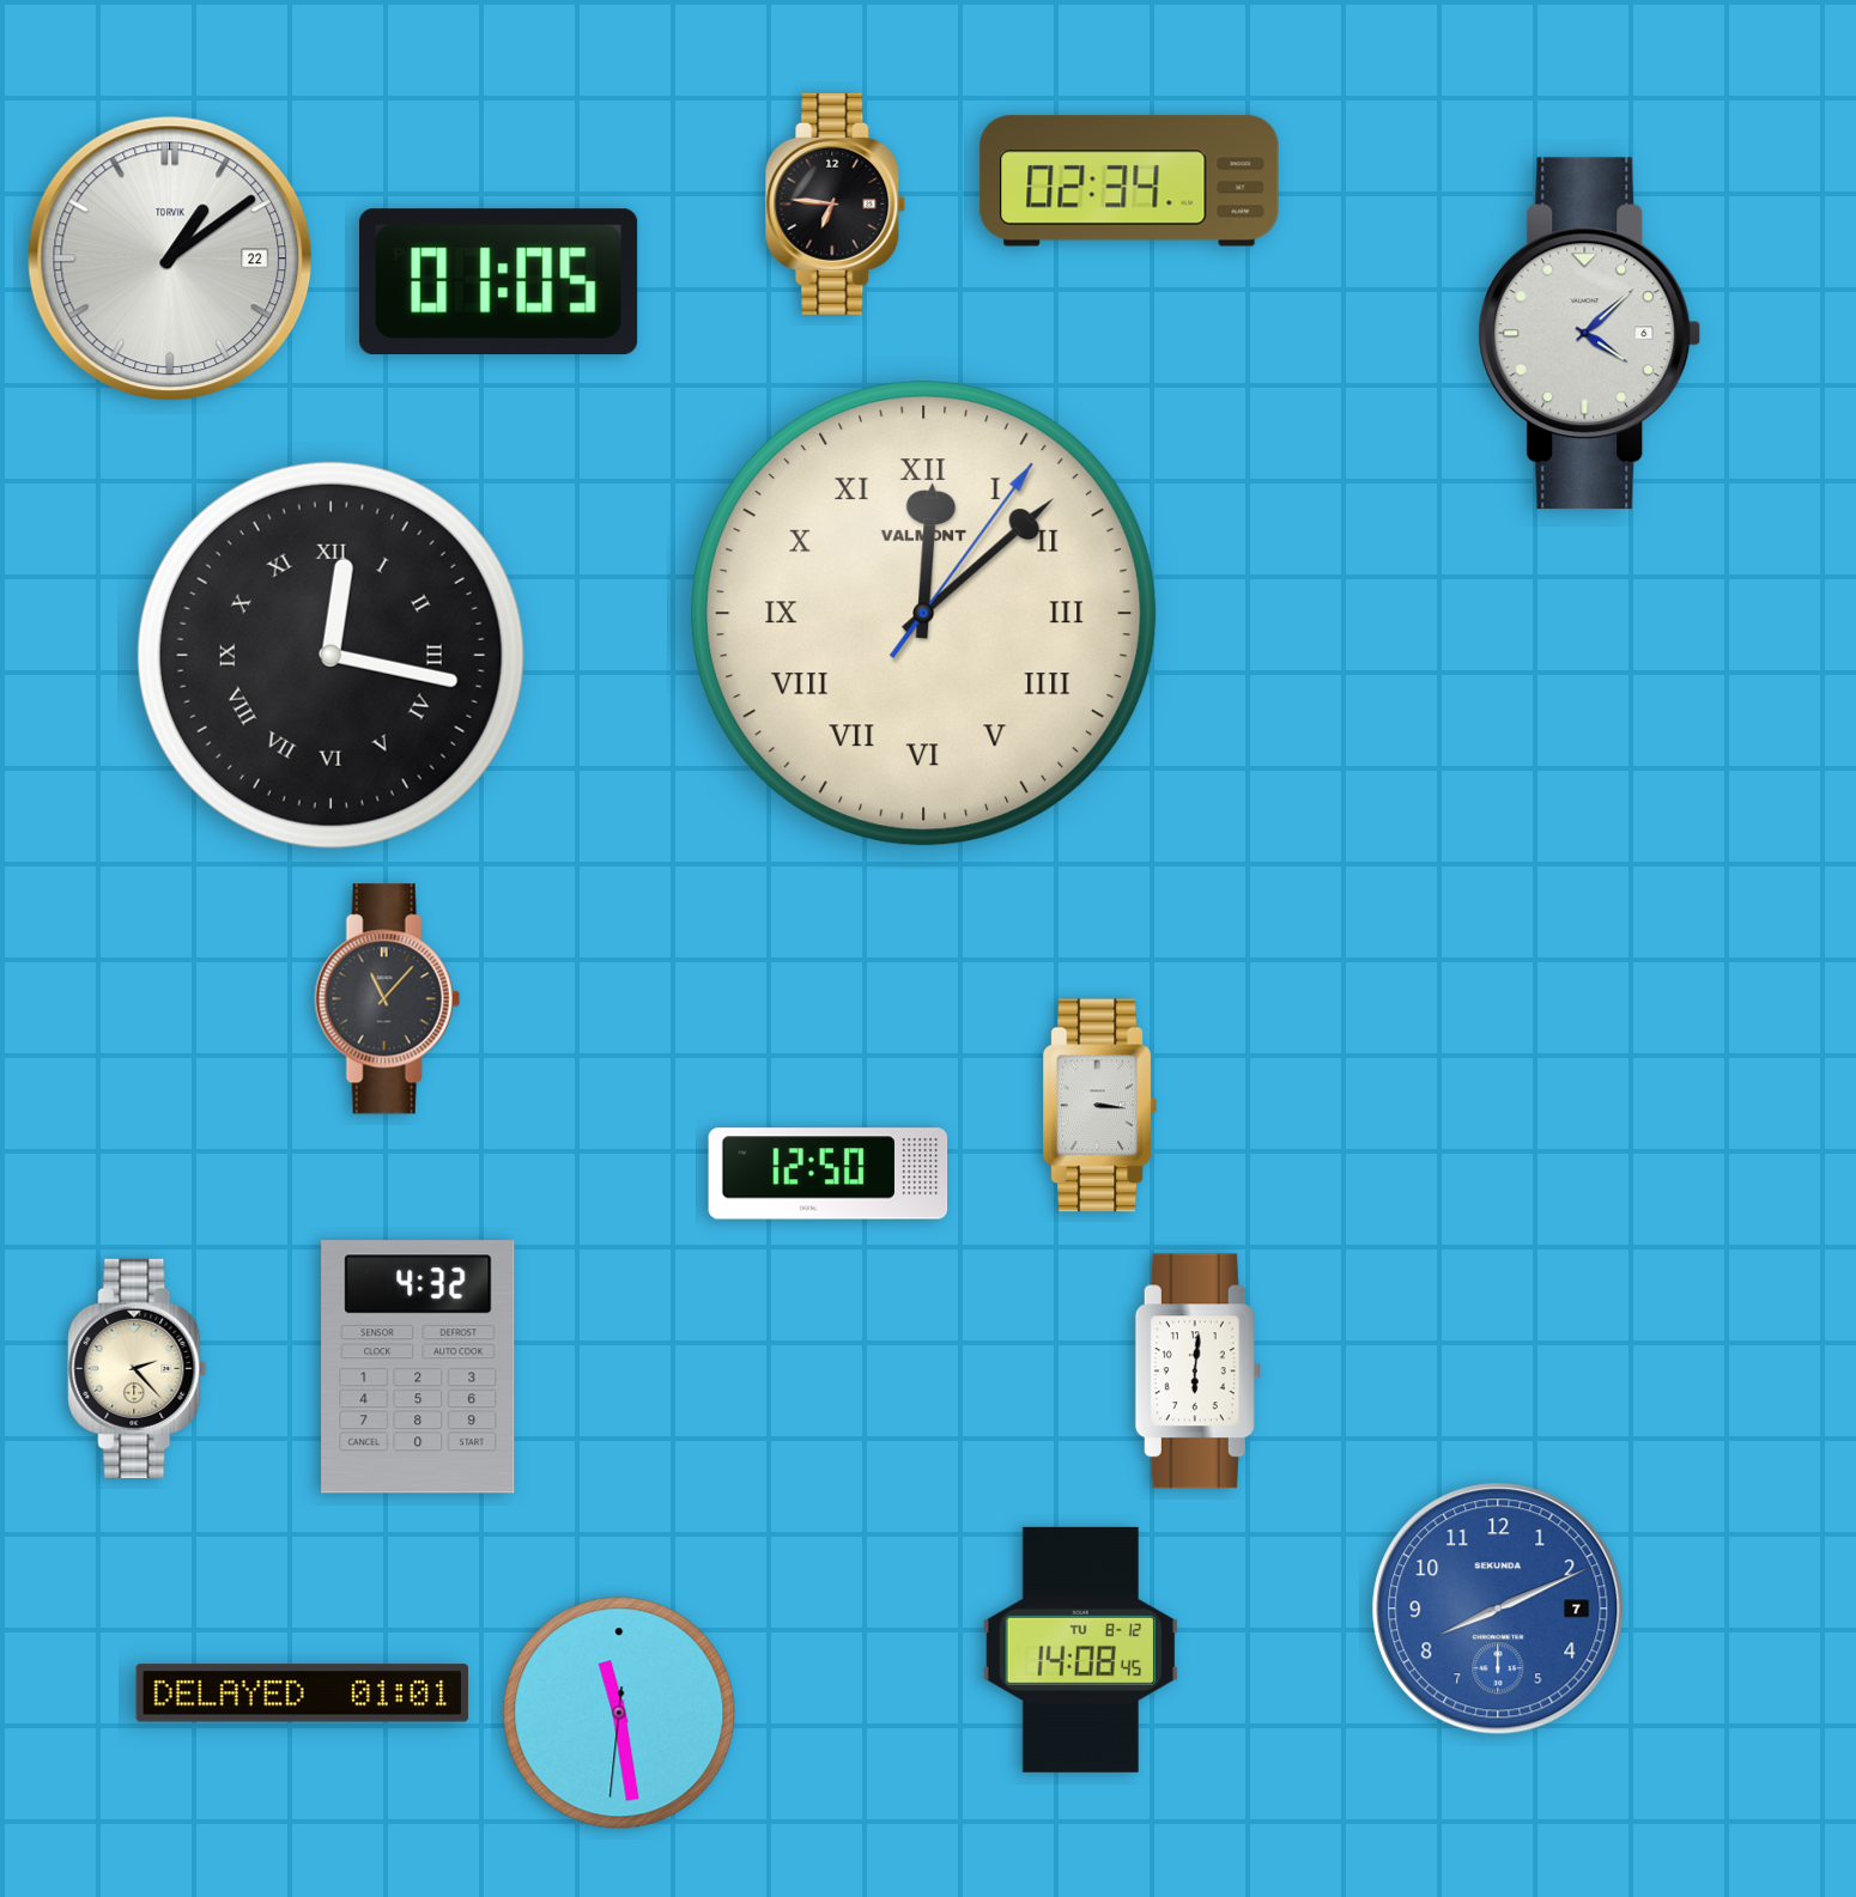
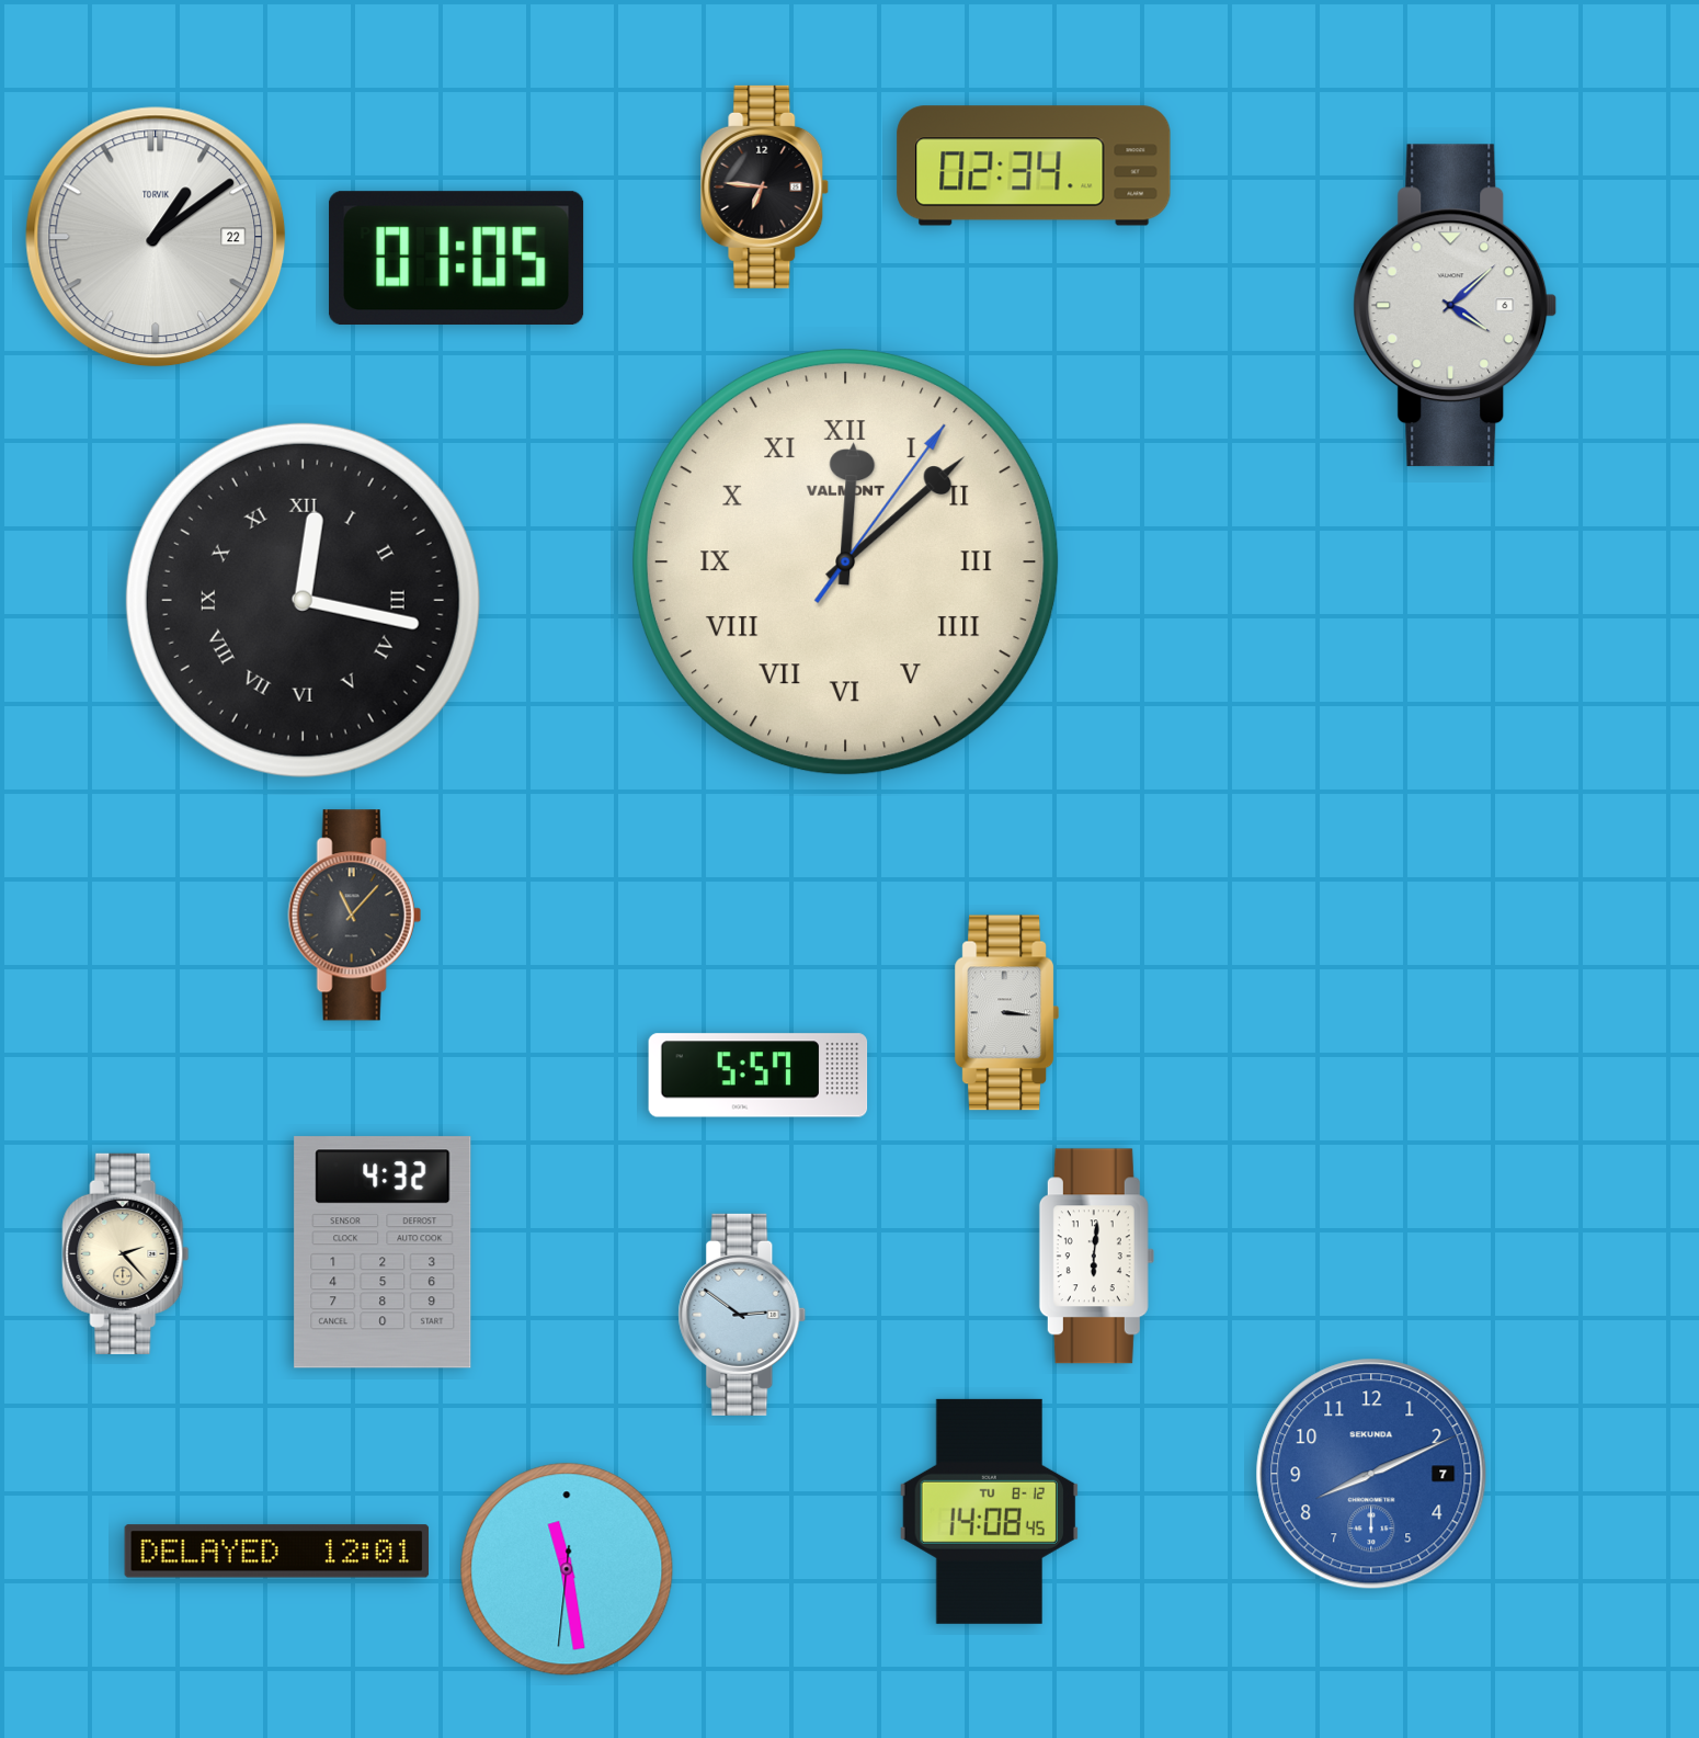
clock at (829, 1174): 12:50 -> 5:57
clock at (742, 1315): none -> 2:51
clock at (303, 1694): 01:01 -> 12:01
